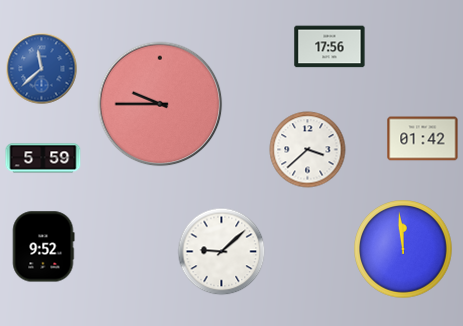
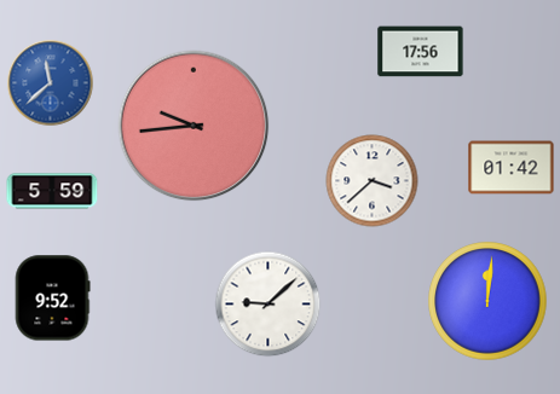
clock at (330, 47) position: (330, 47) -> (421, 52)
clock at (160, 104): 9:45 -> 9:44
clock at (403, 249): 11:59 -> 12:01
